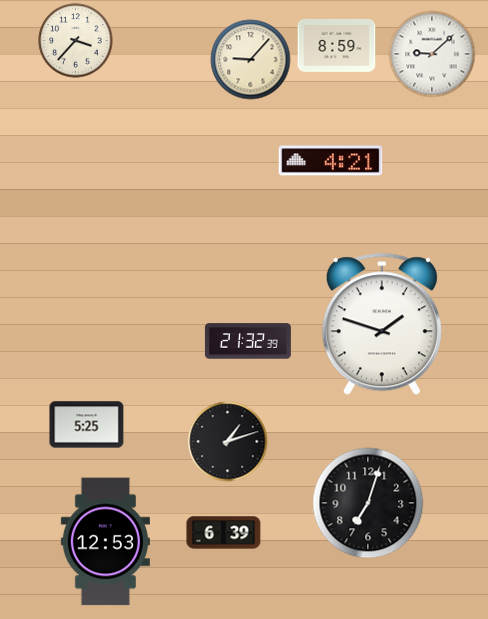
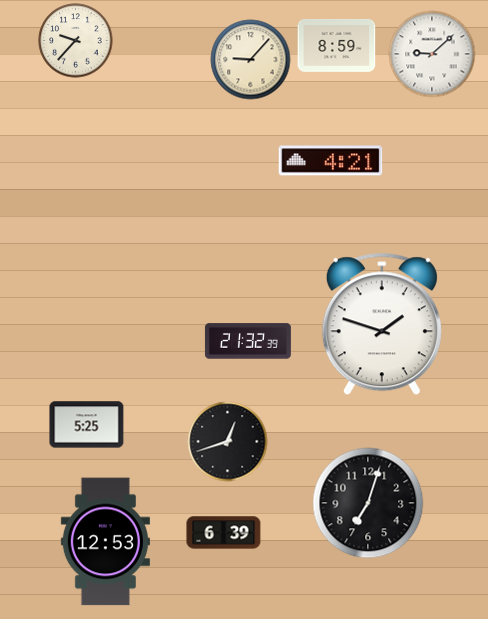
clock at (76, 41): 3:37 -> 9:37
clock at (228, 442): 1:12 -> 12:42
